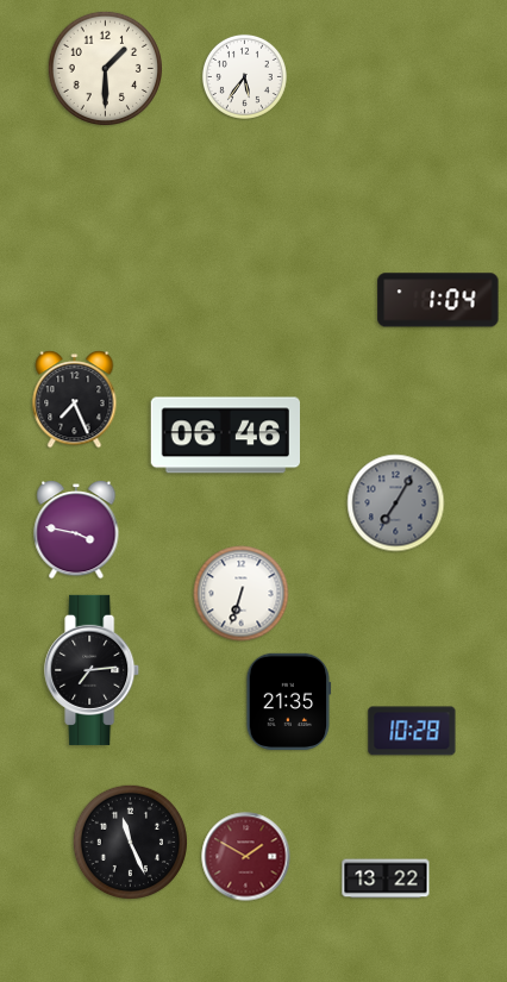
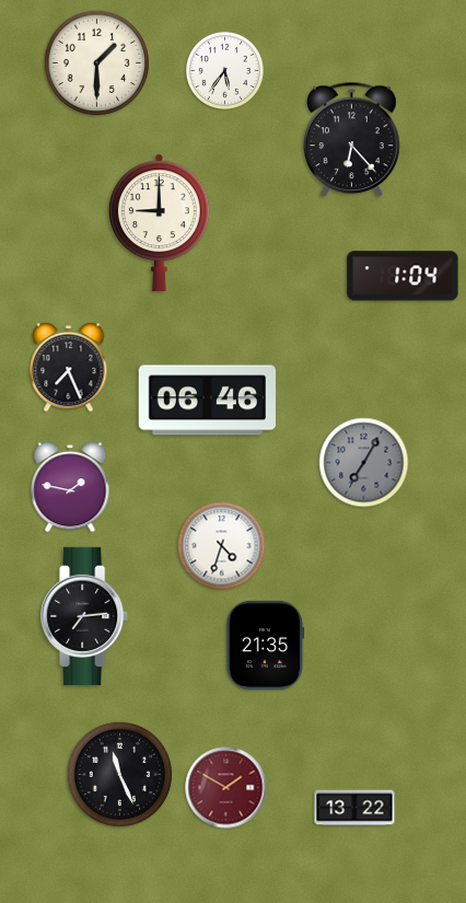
clock at (352, 140): none -> 6:23
clock at (159, 222): none -> 9:00
clock at (76, 530): 3:47 -> 1:47
clock at (242, 594): 6:33 -> 4:33
clock at (412, 731): 10:28 -> none
